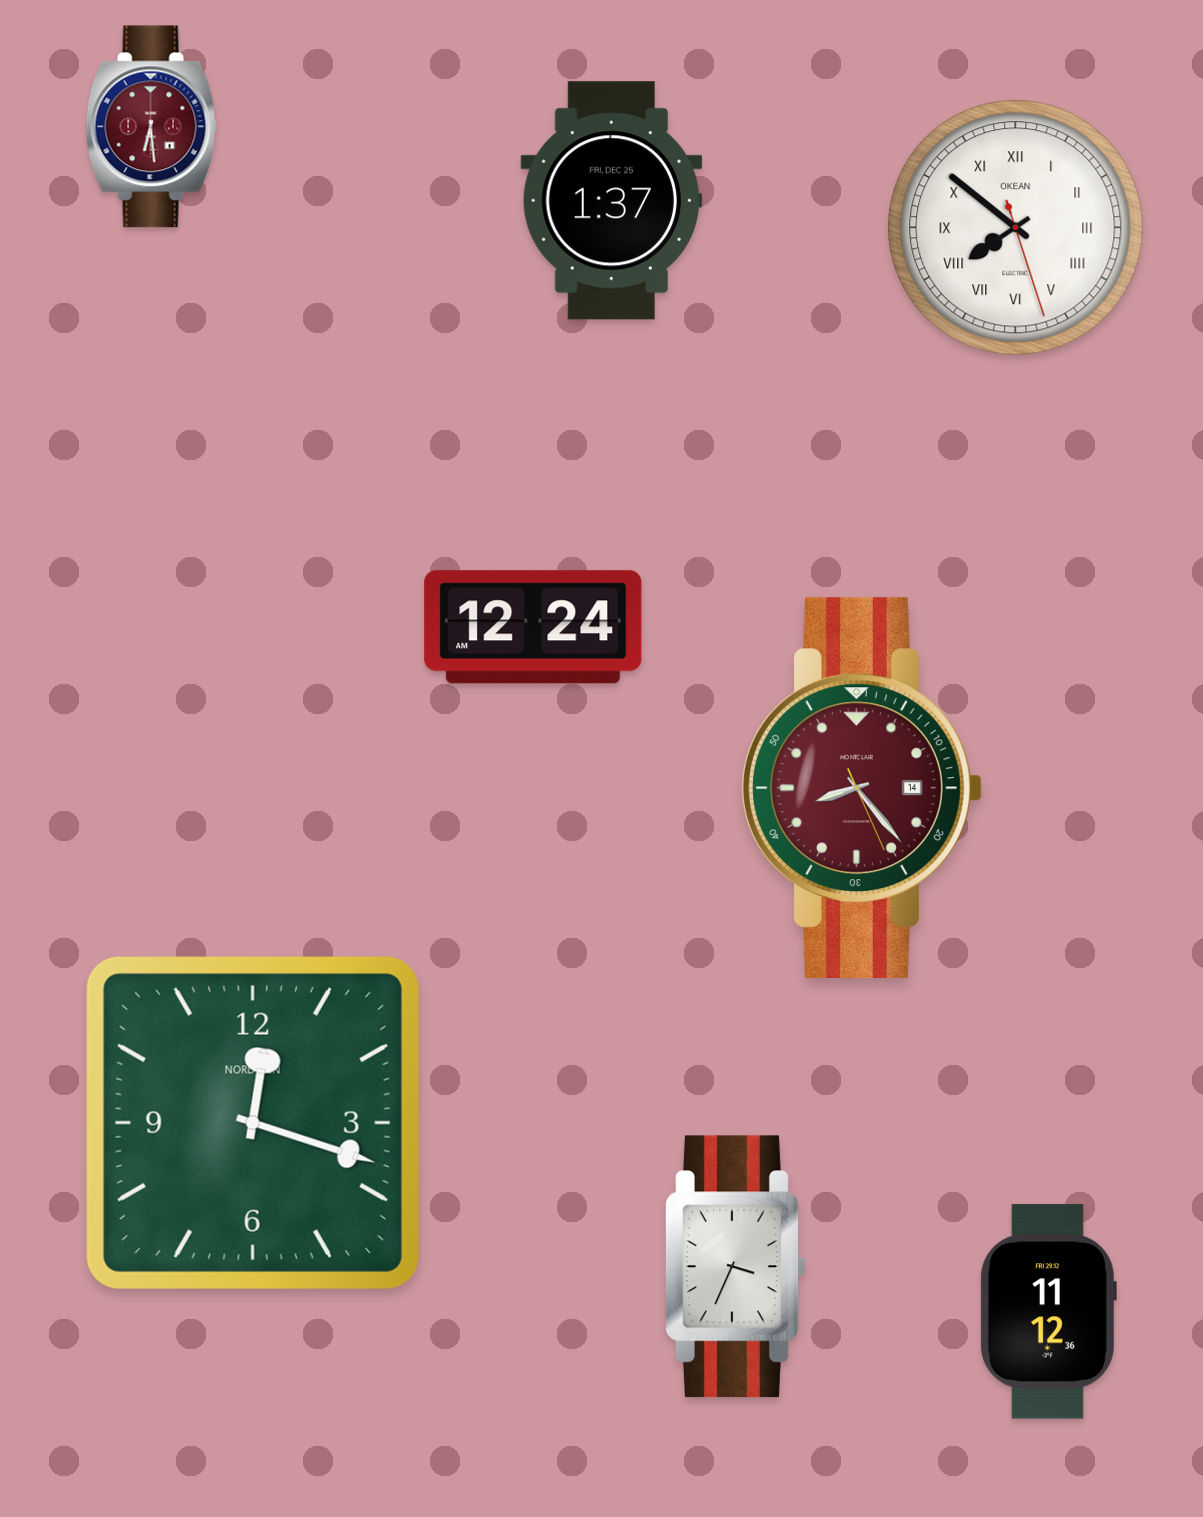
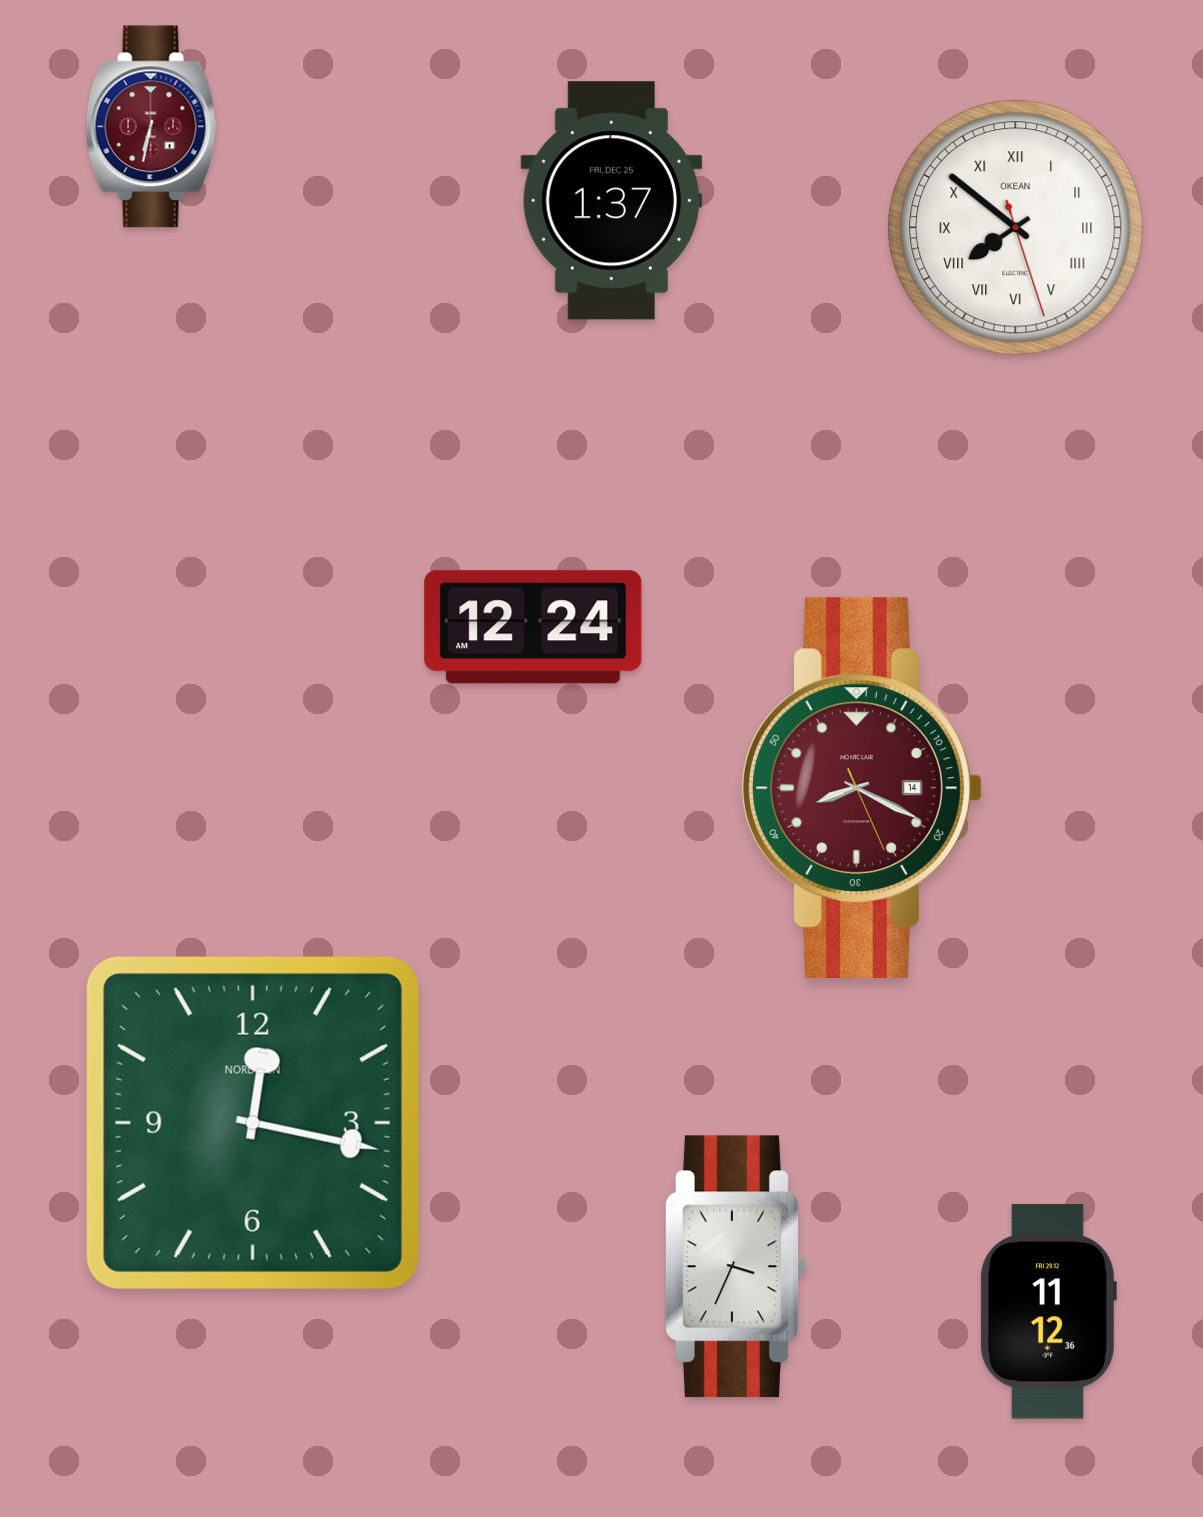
clock at (152, 127): 6:29 -> 6:32
clock at (862, 787): 8:23 -> 8:19
clock at (253, 1123): 12:18 -> 12:17
